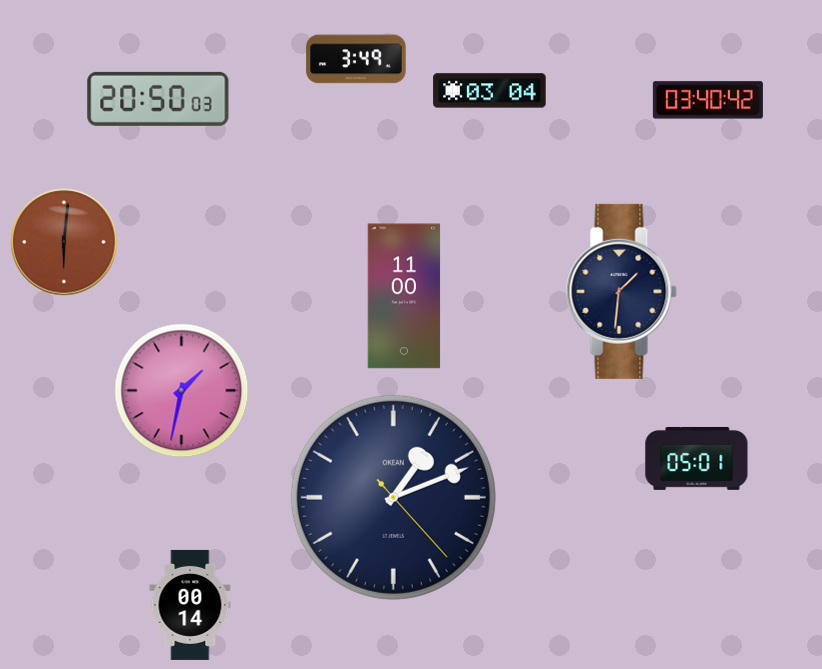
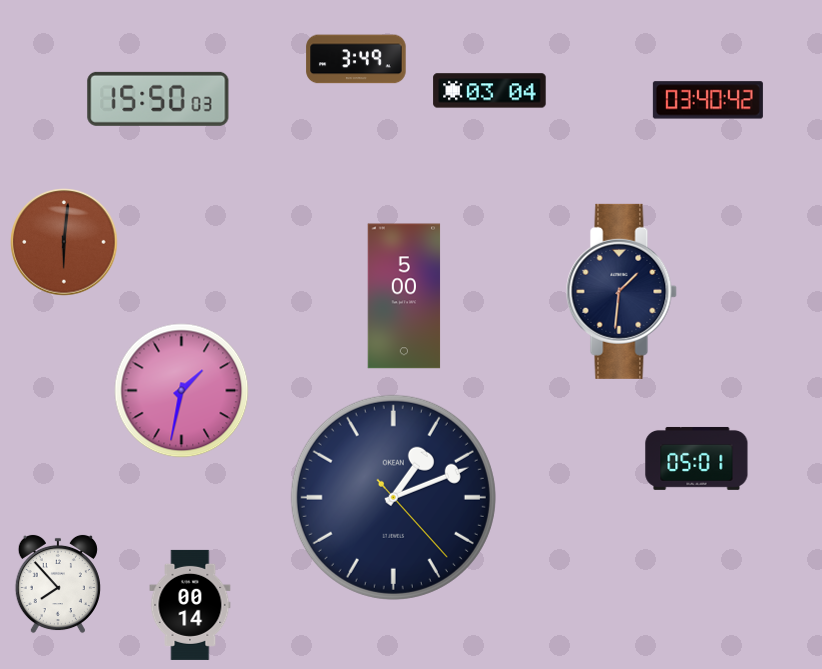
clock at (158, 99): 20:50 -> 15:50
clock at (404, 296): 11:00 -> 5:00
clock at (58, 584): none -> 7:53
